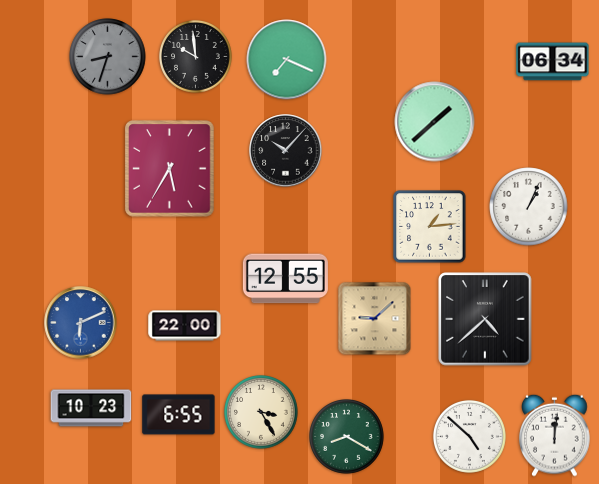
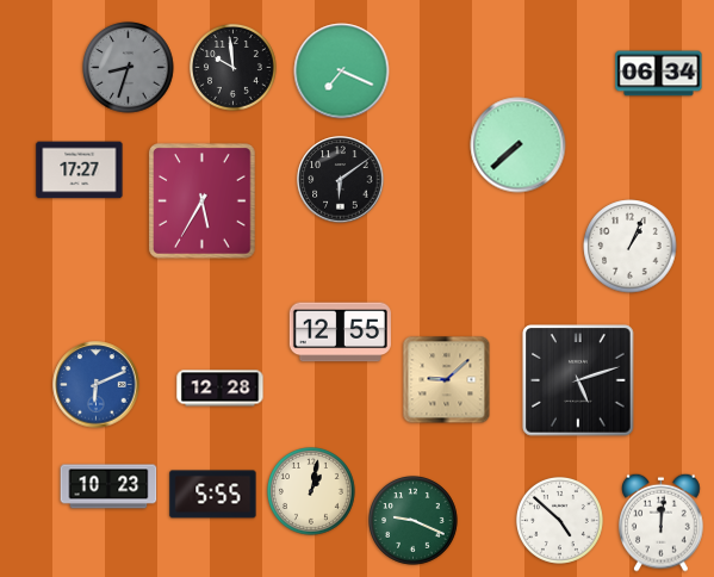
clock at (435, 122): 1:38 -> 7:38
clock at (80, 170): none -> 17:27
clock at (286, 151): 10:07 -> 6:09
clock at (430, 227): 1:14 -> none
clock at (485, 319): 4:38 -> 5:12
clock at (185, 326): 22:00 -> 12:28
clock at (262, 413): 3:25 -> 1:02
clock at (179, 415): 6:55 -> 5:55
clock at (555, 435) position: (555, 435) -> (662, 522)
clock at (347, 437): 8:20 -> 9:19
